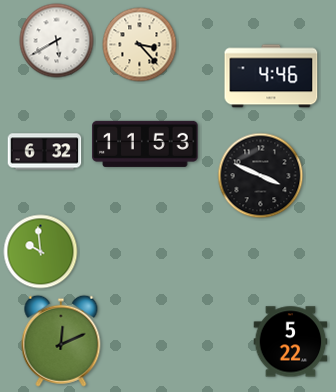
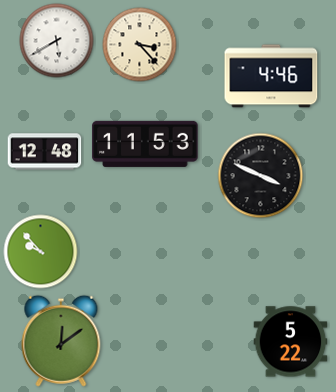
clock at (45, 152): 6:32 -> 12:48
clock at (41, 252): 9:59 -> 9:53
clock at (61, 341): 12:11 -> 12:09
